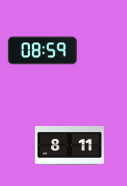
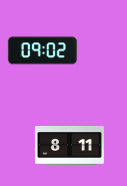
clock at (42, 51): 08:59 -> 09:02
